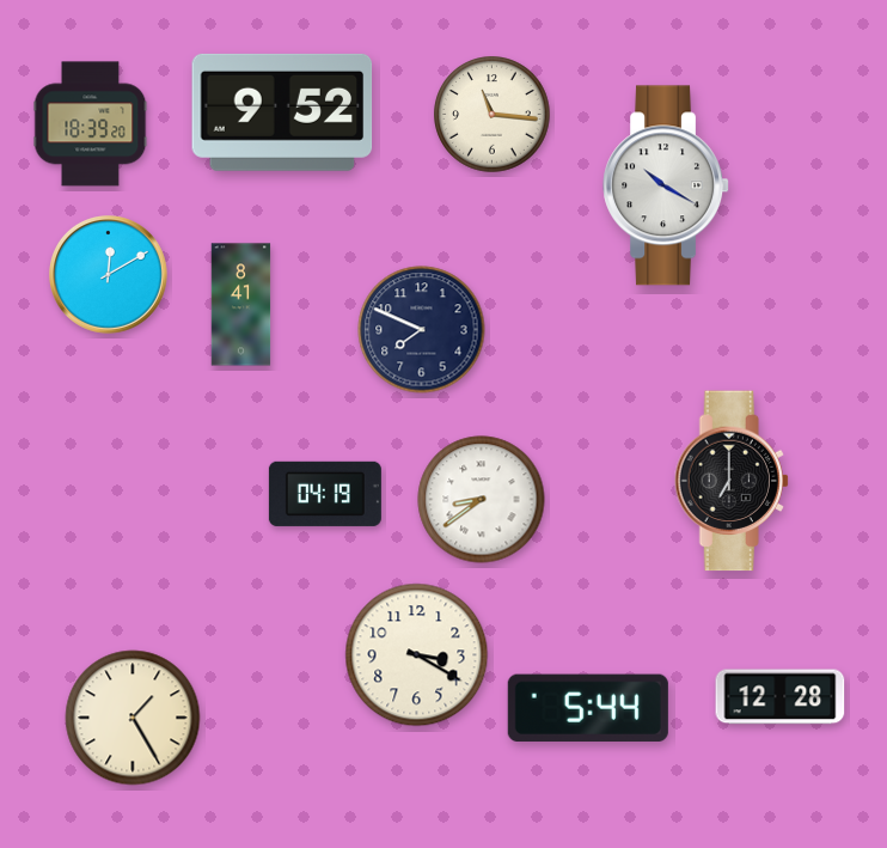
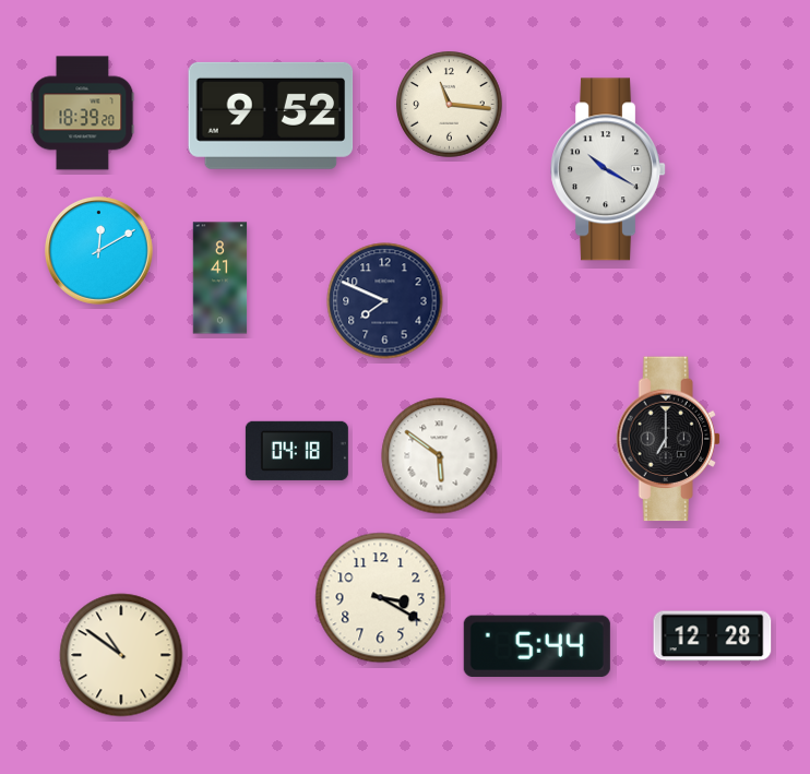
clock at (282, 112) position: (282, 112) -> (271, 116)
clock at (325, 494): 04:19 -> 04:18
clock at (482, 500): 8:39 -> 5:51
clock at (133, 718): 1:25 -> 10:51
